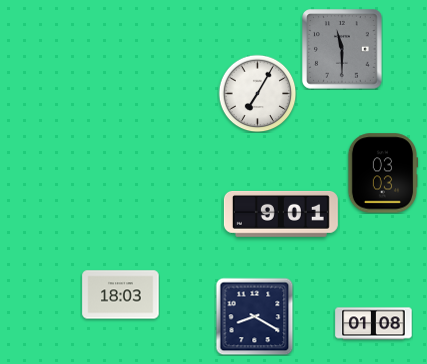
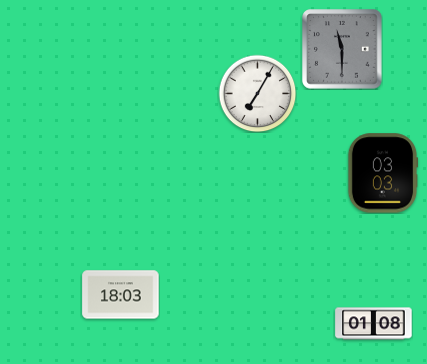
clock at (281, 214): 9:01 -> none
clock at (254, 316): 8:20 -> none
